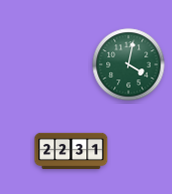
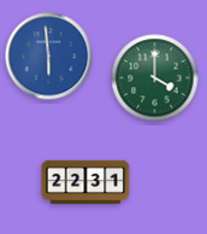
clock at (49, 57): none -> 5:59
clock at (129, 65): 4:02 -> 4:00
